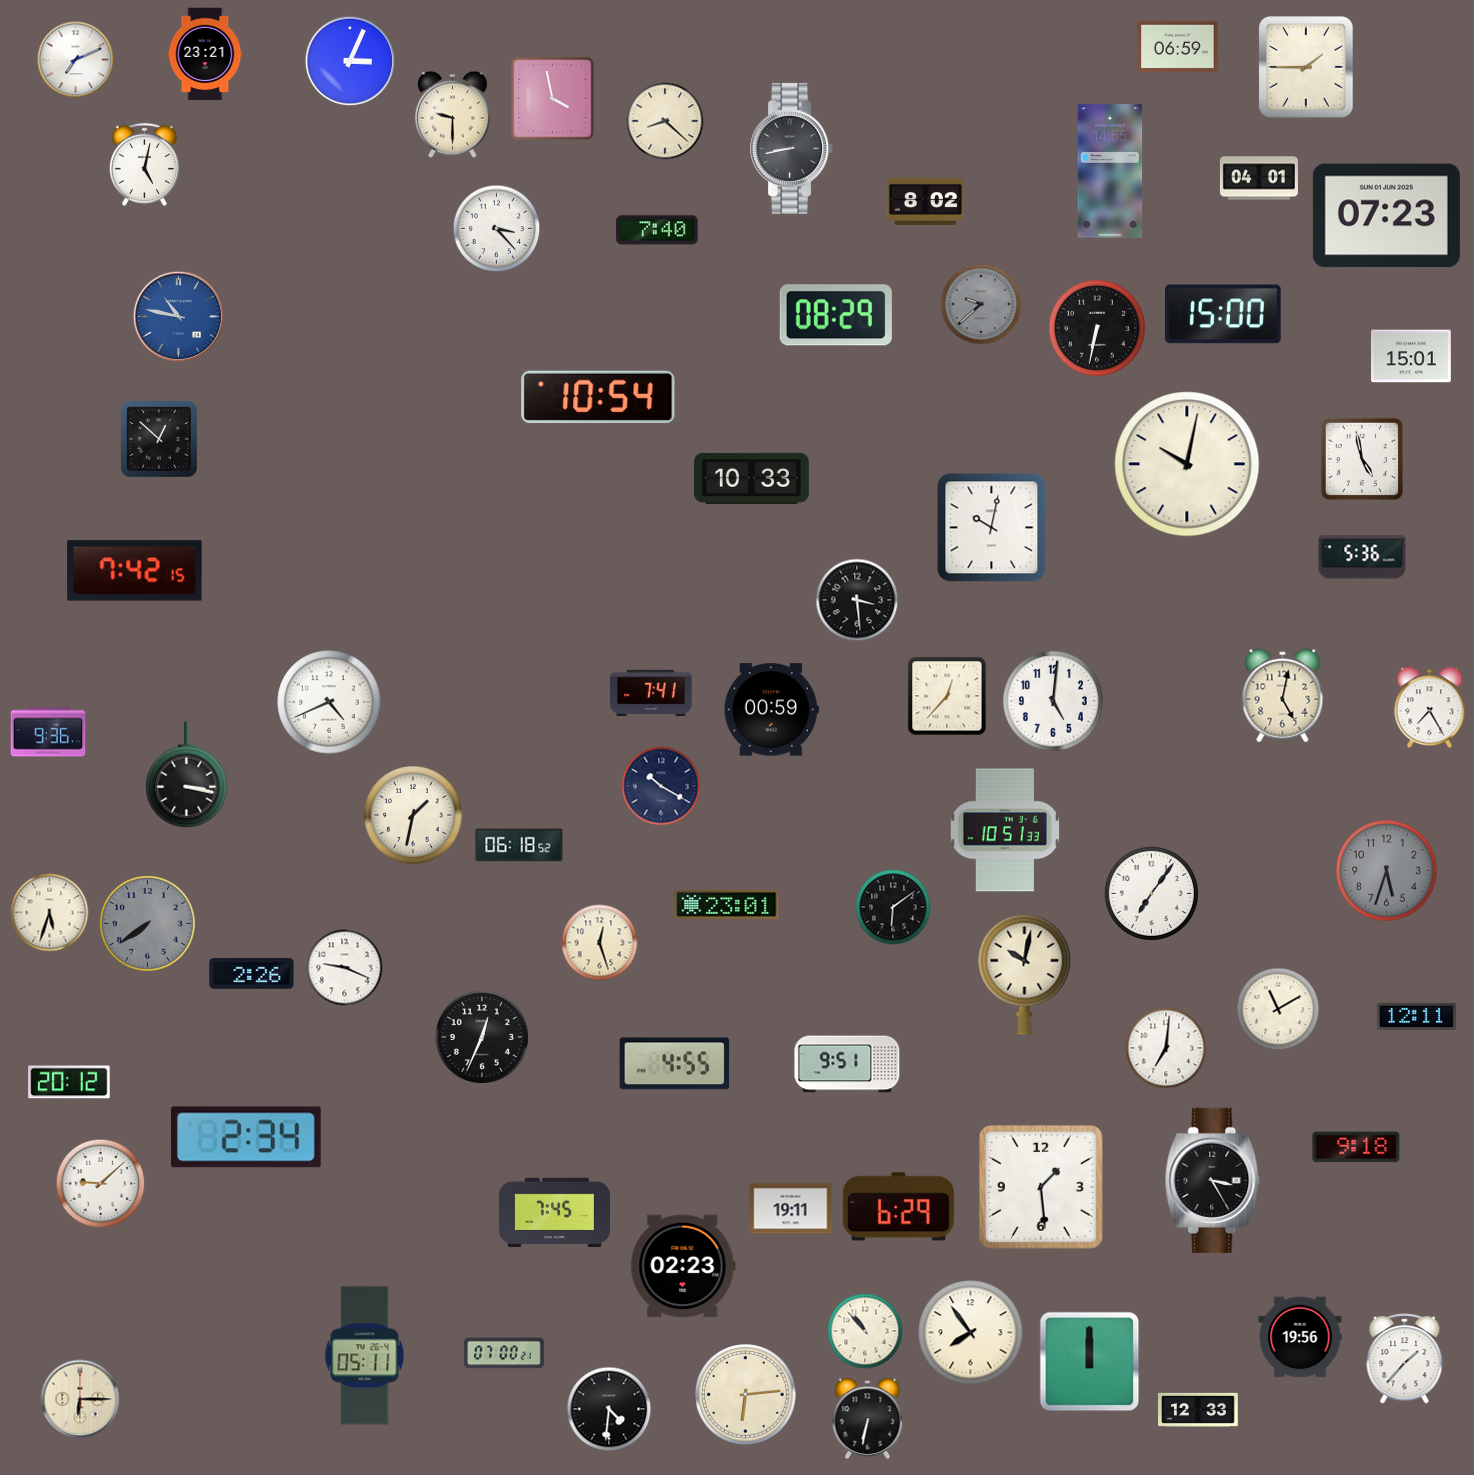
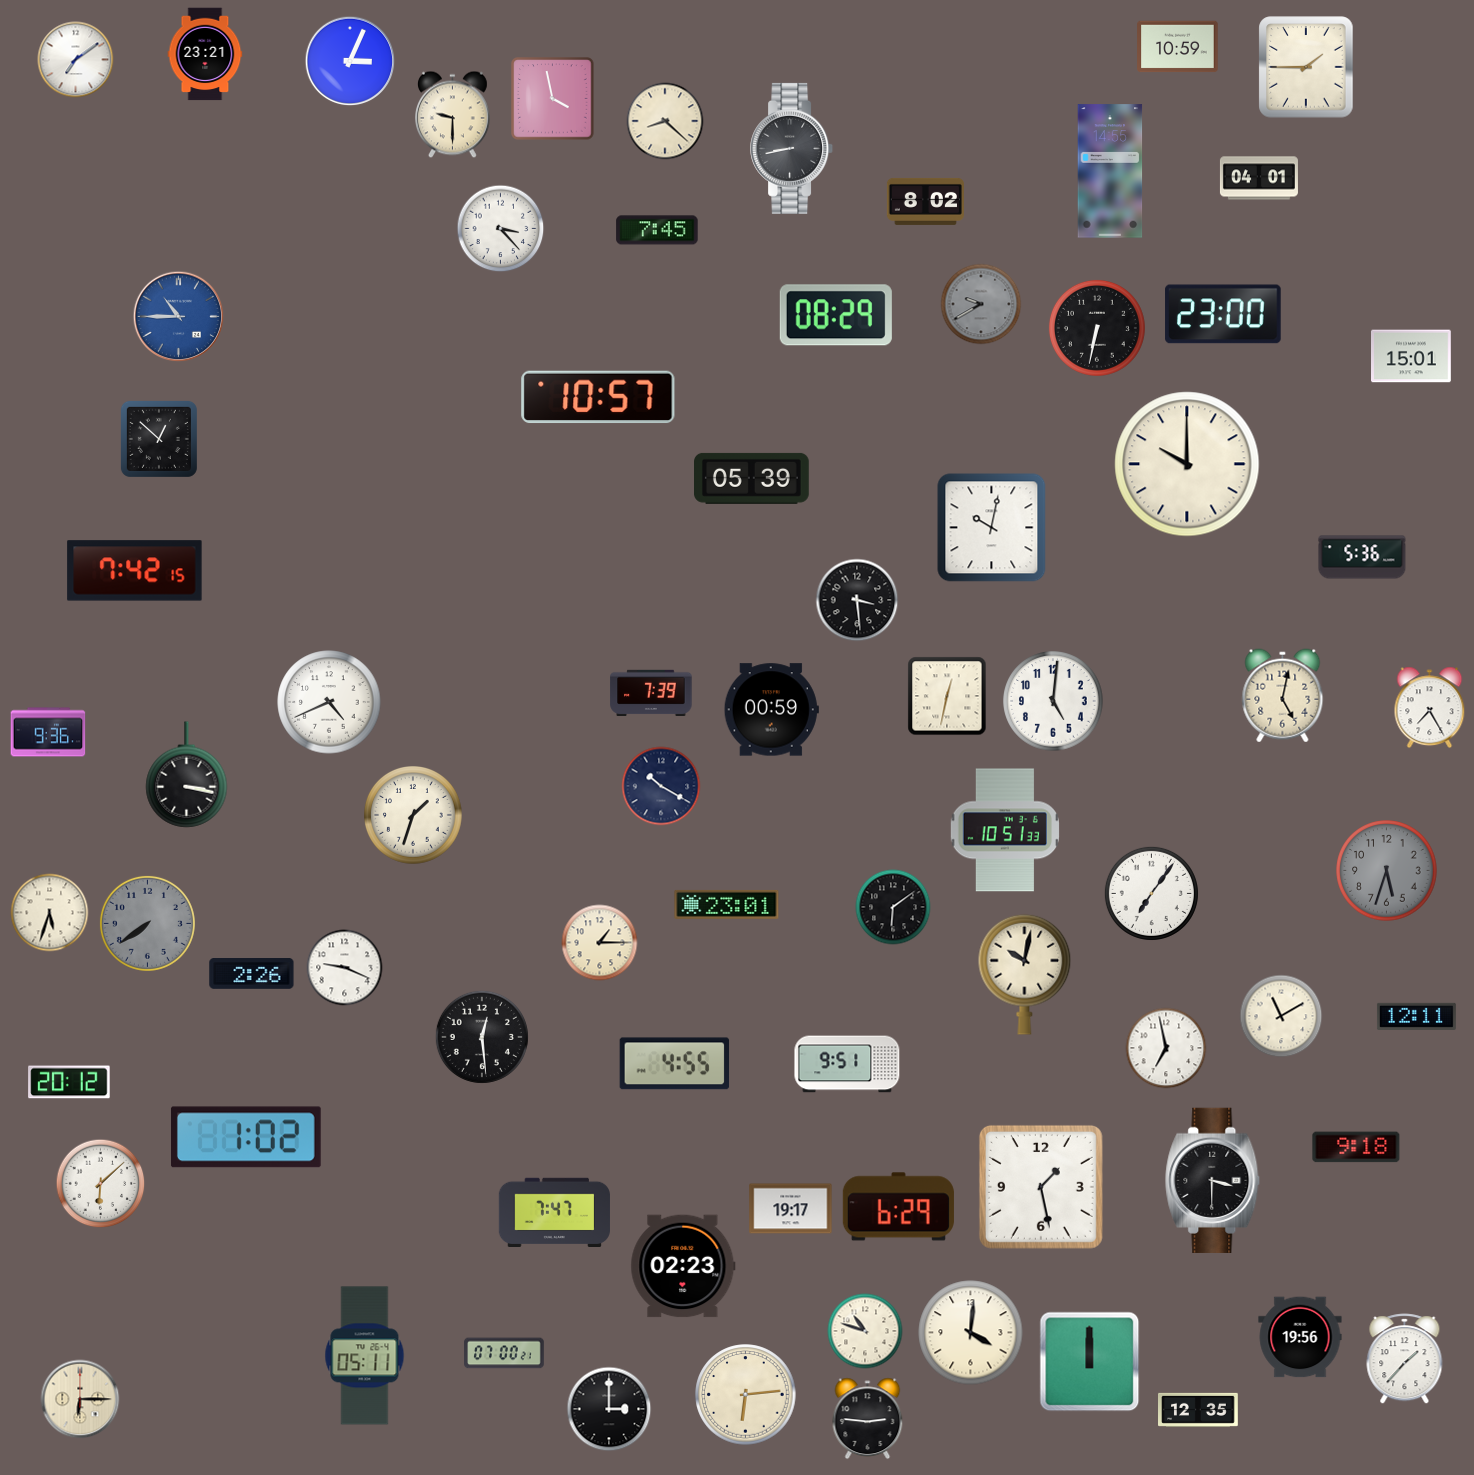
clock at (1178, 47): 06:59 -> 10:59
clock at (76, 60): 7:11 -> 7:09
clock at (144, 164): 5:02 -> none
clock at (1386, 216): 07:23 -> none
clock at (497, 229) position: (497, 229) -> (501, 229)
clock at (657, 230): 7:40 -> 7:45
clock at (981, 304): 9:38 -> 9:40
clock at (1223, 314): 15:00 -> 23:00
clock at (179, 317): 10:47 -> 10:45
clock at (598, 397): 10:54 -> 10:57
clock at (1362, 459): 4:58 -> none
clock at (1187, 464): 10:02 -> 10:00
clock at (752, 478): 10:33 -> 05:39
clock at (651, 692): 7:41 -> 7:39
clock at (947, 696): 12:37 -> 12:32
clock at (414, 816): 1:32 -> 1:33
clock at (519, 845): 06:18 -> none
clock at (600, 943): 12:27 -> 1:15
clock at (1278, 1009) position: (1278, 1009) -> (1281, 1016)
clock at (482, 1037): 12:34 -> 12:29
clock at (1166, 1048): 7:01 -> 6:58
clock at (246, 1137): 2:34 -> 1:02
clock at (1213, 1180): 3:25 -> 3:30
clock at (101, 1184): 9:08 -> 6:08
clock at (1041, 1187): 1:29 -> 1:28
clock at (791, 1209): 19:11 -> 19:17
clock at (554, 1212): 7:45 -> 7:47
clock at (865, 1331): 10:53 -> 10:48
clock at (971, 1333): 7:54 -> 4:01
clock at (609, 1409): 4:31 -> 3:00
clock at (1198, 1410): 12:33 -> 12:35
clock at (868, 1419): 6:32 -> 2:46
